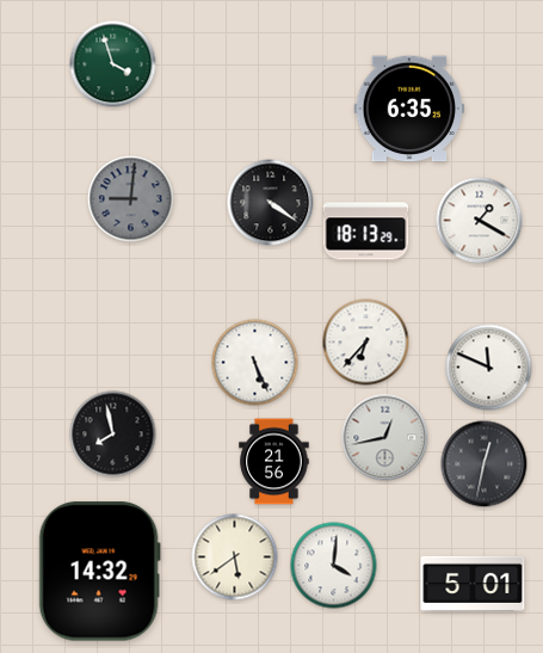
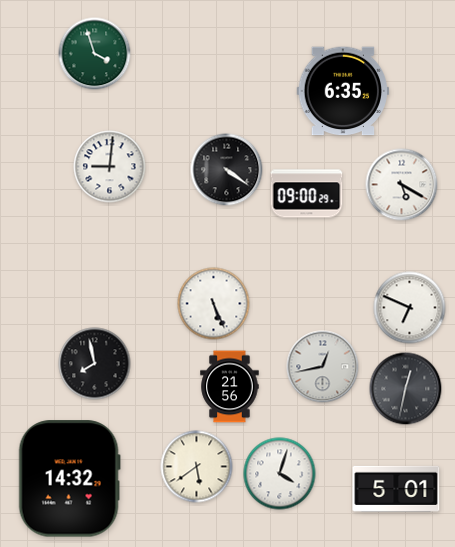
clock at (131, 199) dial: grey -> white
clock at (480, 221): 1:20 -> 5:20
clock at (366, 232): 18:13 -> 09:00
clock at (366, 343): 6:37 -> none
clock at (489, 368): 11:49 -> 6:49
clock at (334, 566): 4:01 -> 4:03
clock at (99, 572) position: (99, 572) -> (69, 479)
